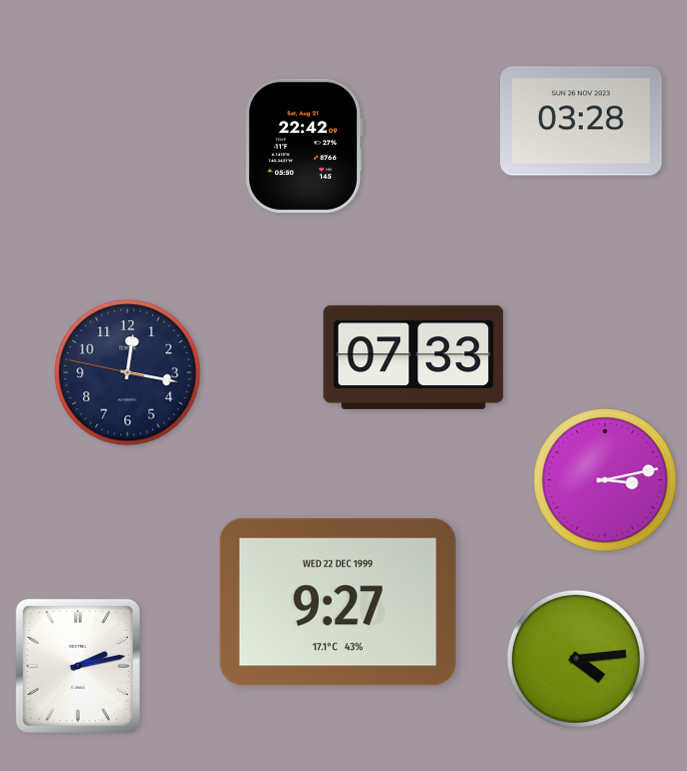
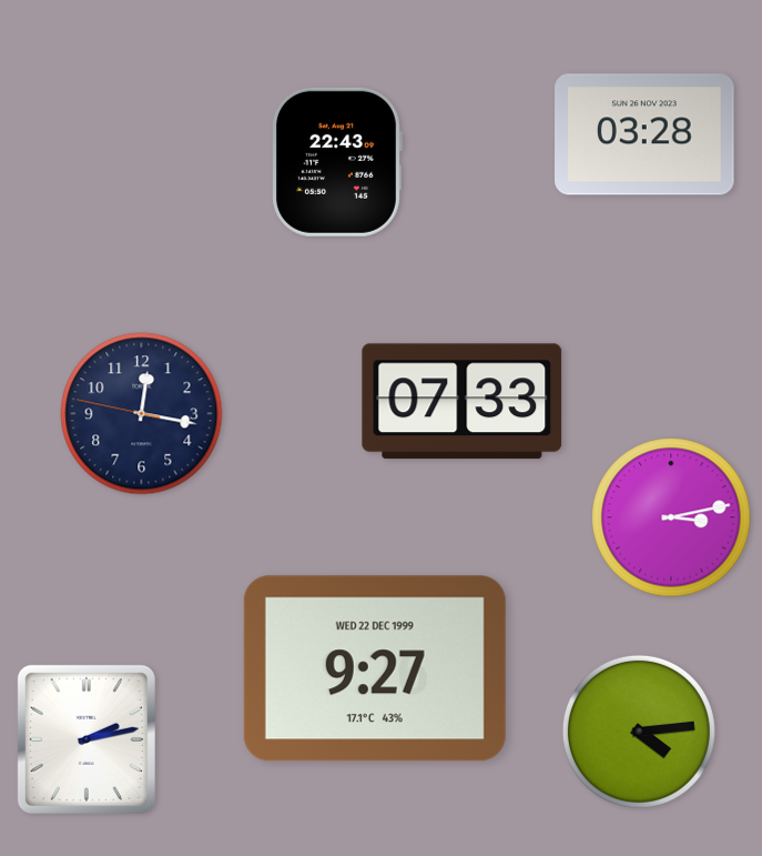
clock at (304, 146): 22:42 -> 22:43
clock at (414, 358) position: (414, 358) -> (463, 402)
clock at (605, 480) position: (605, 480) -> (671, 517)
